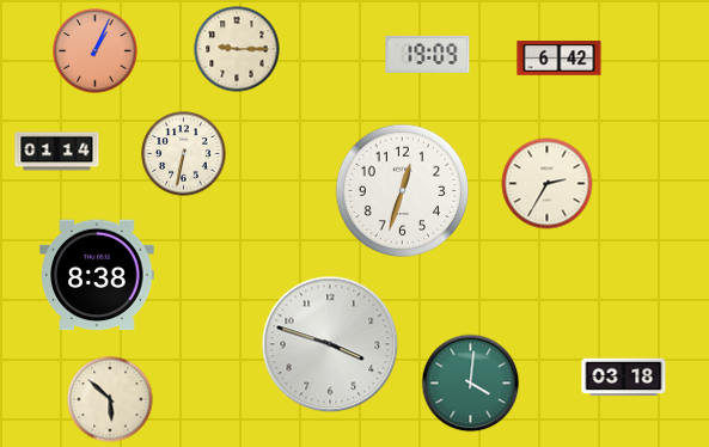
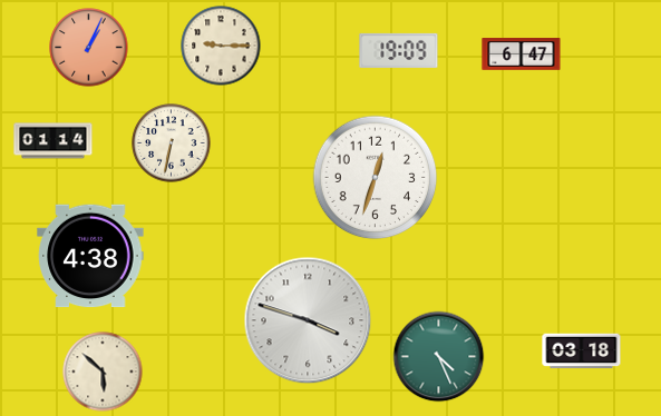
clock at (560, 59): 6:42 -> 6:47
clock at (548, 184): 2:35 -> none
clock at (97, 275): 8:38 -> 4:38
clock at (471, 384): 4:01 -> 4:26
